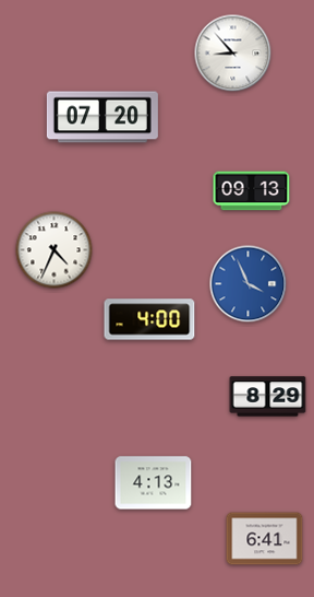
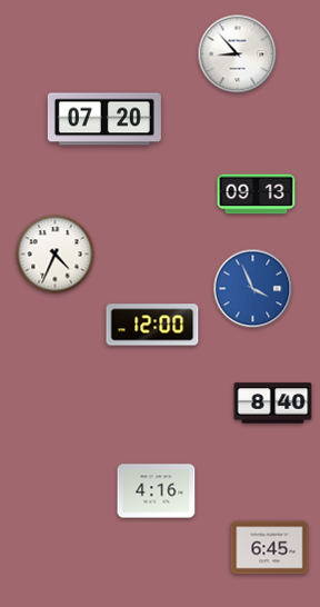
clock at (149, 319): 4:00 -> 12:00
clock at (268, 397): 8:29 -> 8:40
clock at (154, 483): 4:13 -> 4:16
clock at (265, 539): 6:41 -> 6:45
